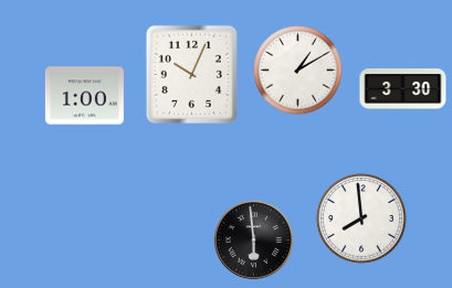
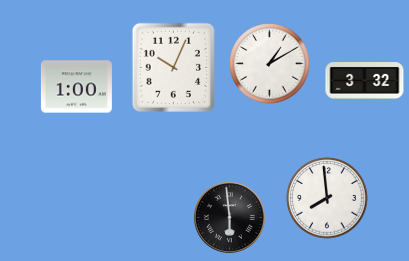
clock at (403, 89): 3:30 -> 3:32
